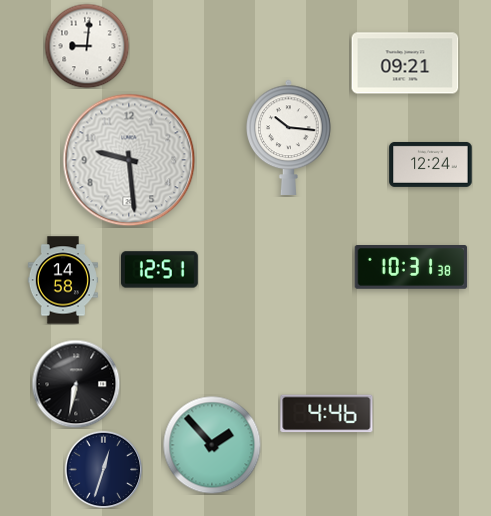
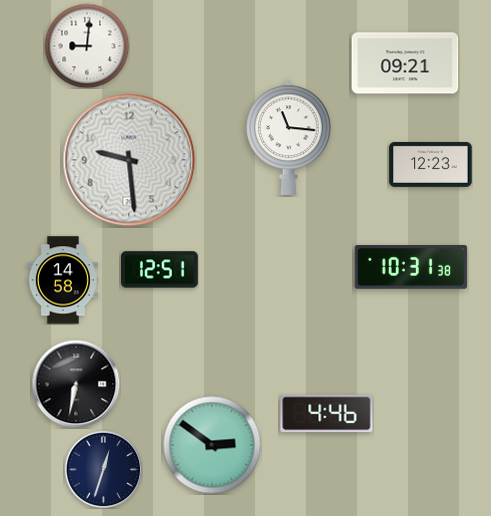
clock at (289, 137): 10:16 -> 11:16
clock at (431, 164): 12:24 -> 12:23
clock at (212, 445): 1:53 -> 2:51
